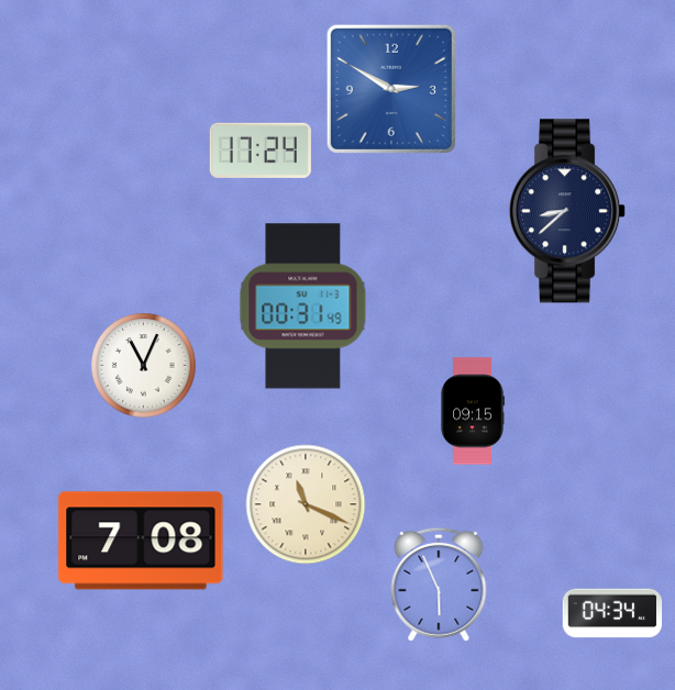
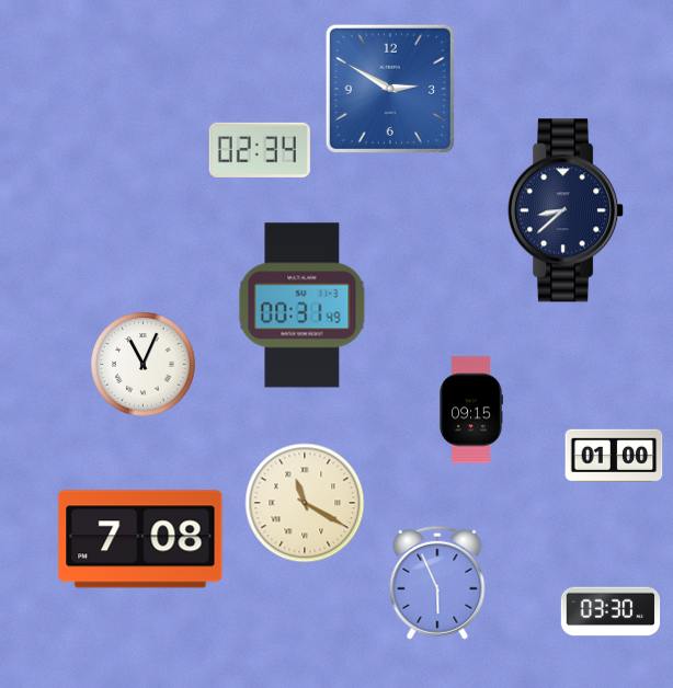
clock at (261, 151): 17:24 -> 02:34
clock at (614, 455): none -> 01:00
clock at (306, 504): 11:19 -> 11:20
clock at (612, 613): 04:34 -> 03:30
